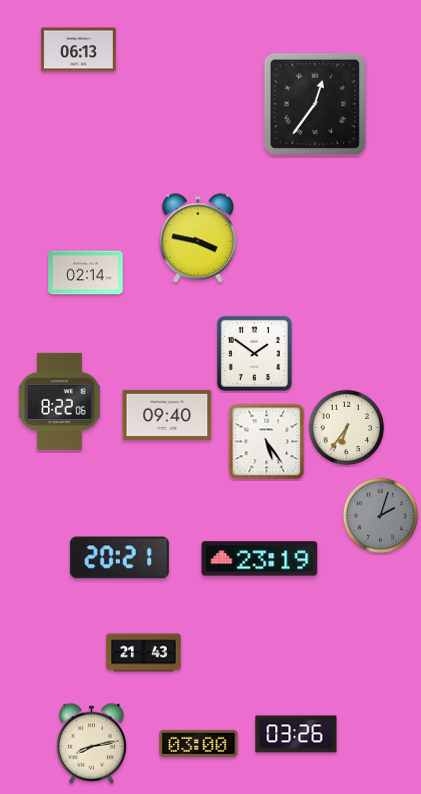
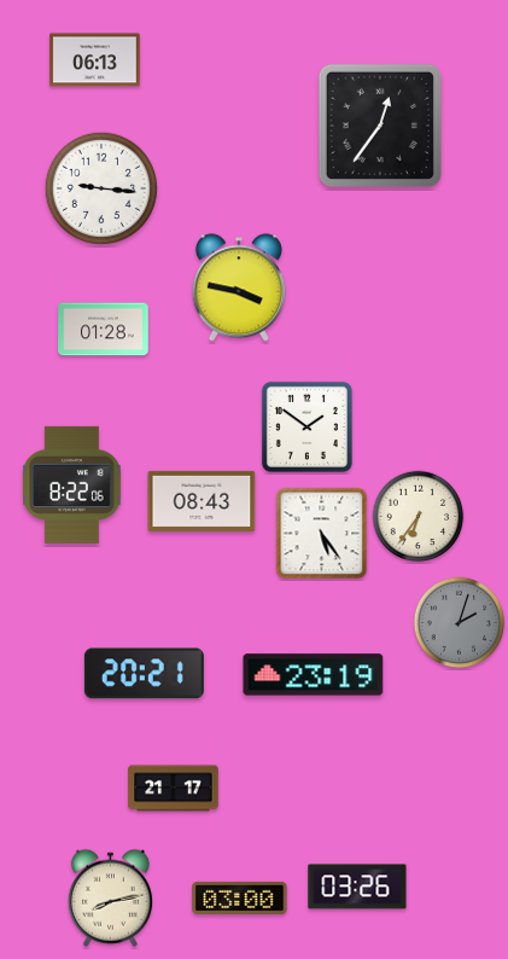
clock at (100, 187): none -> 9:16
clock at (86, 273): 02:14 -> 01:28
clock at (167, 415): 09:40 -> 08:43
clock at (144, 653): 21:43 -> 21:17
